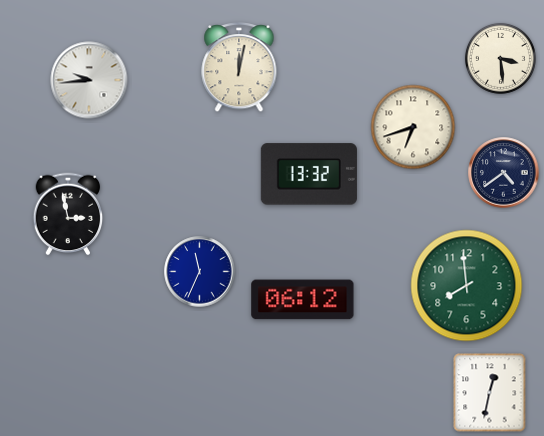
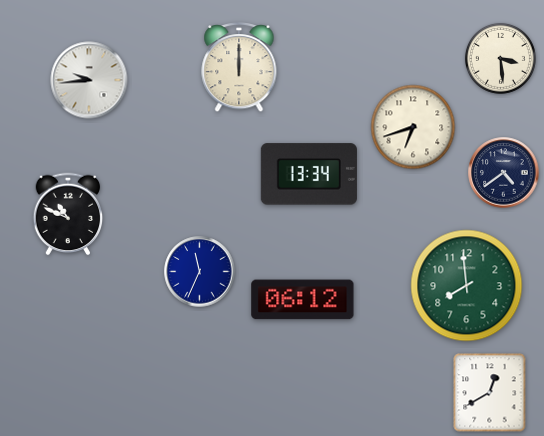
clock at (239, 68): 12:02 -> 12:00
clock at (309, 174): 13:32 -> 13:34
clock at (68, 214): 2:58 -> 10:49
clock at (490, 393): 12:32 -> 12:40
